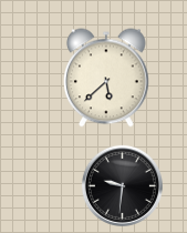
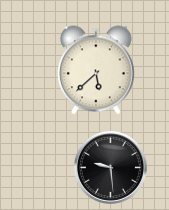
clock at (122, 185): 9:31 -> 9:29
